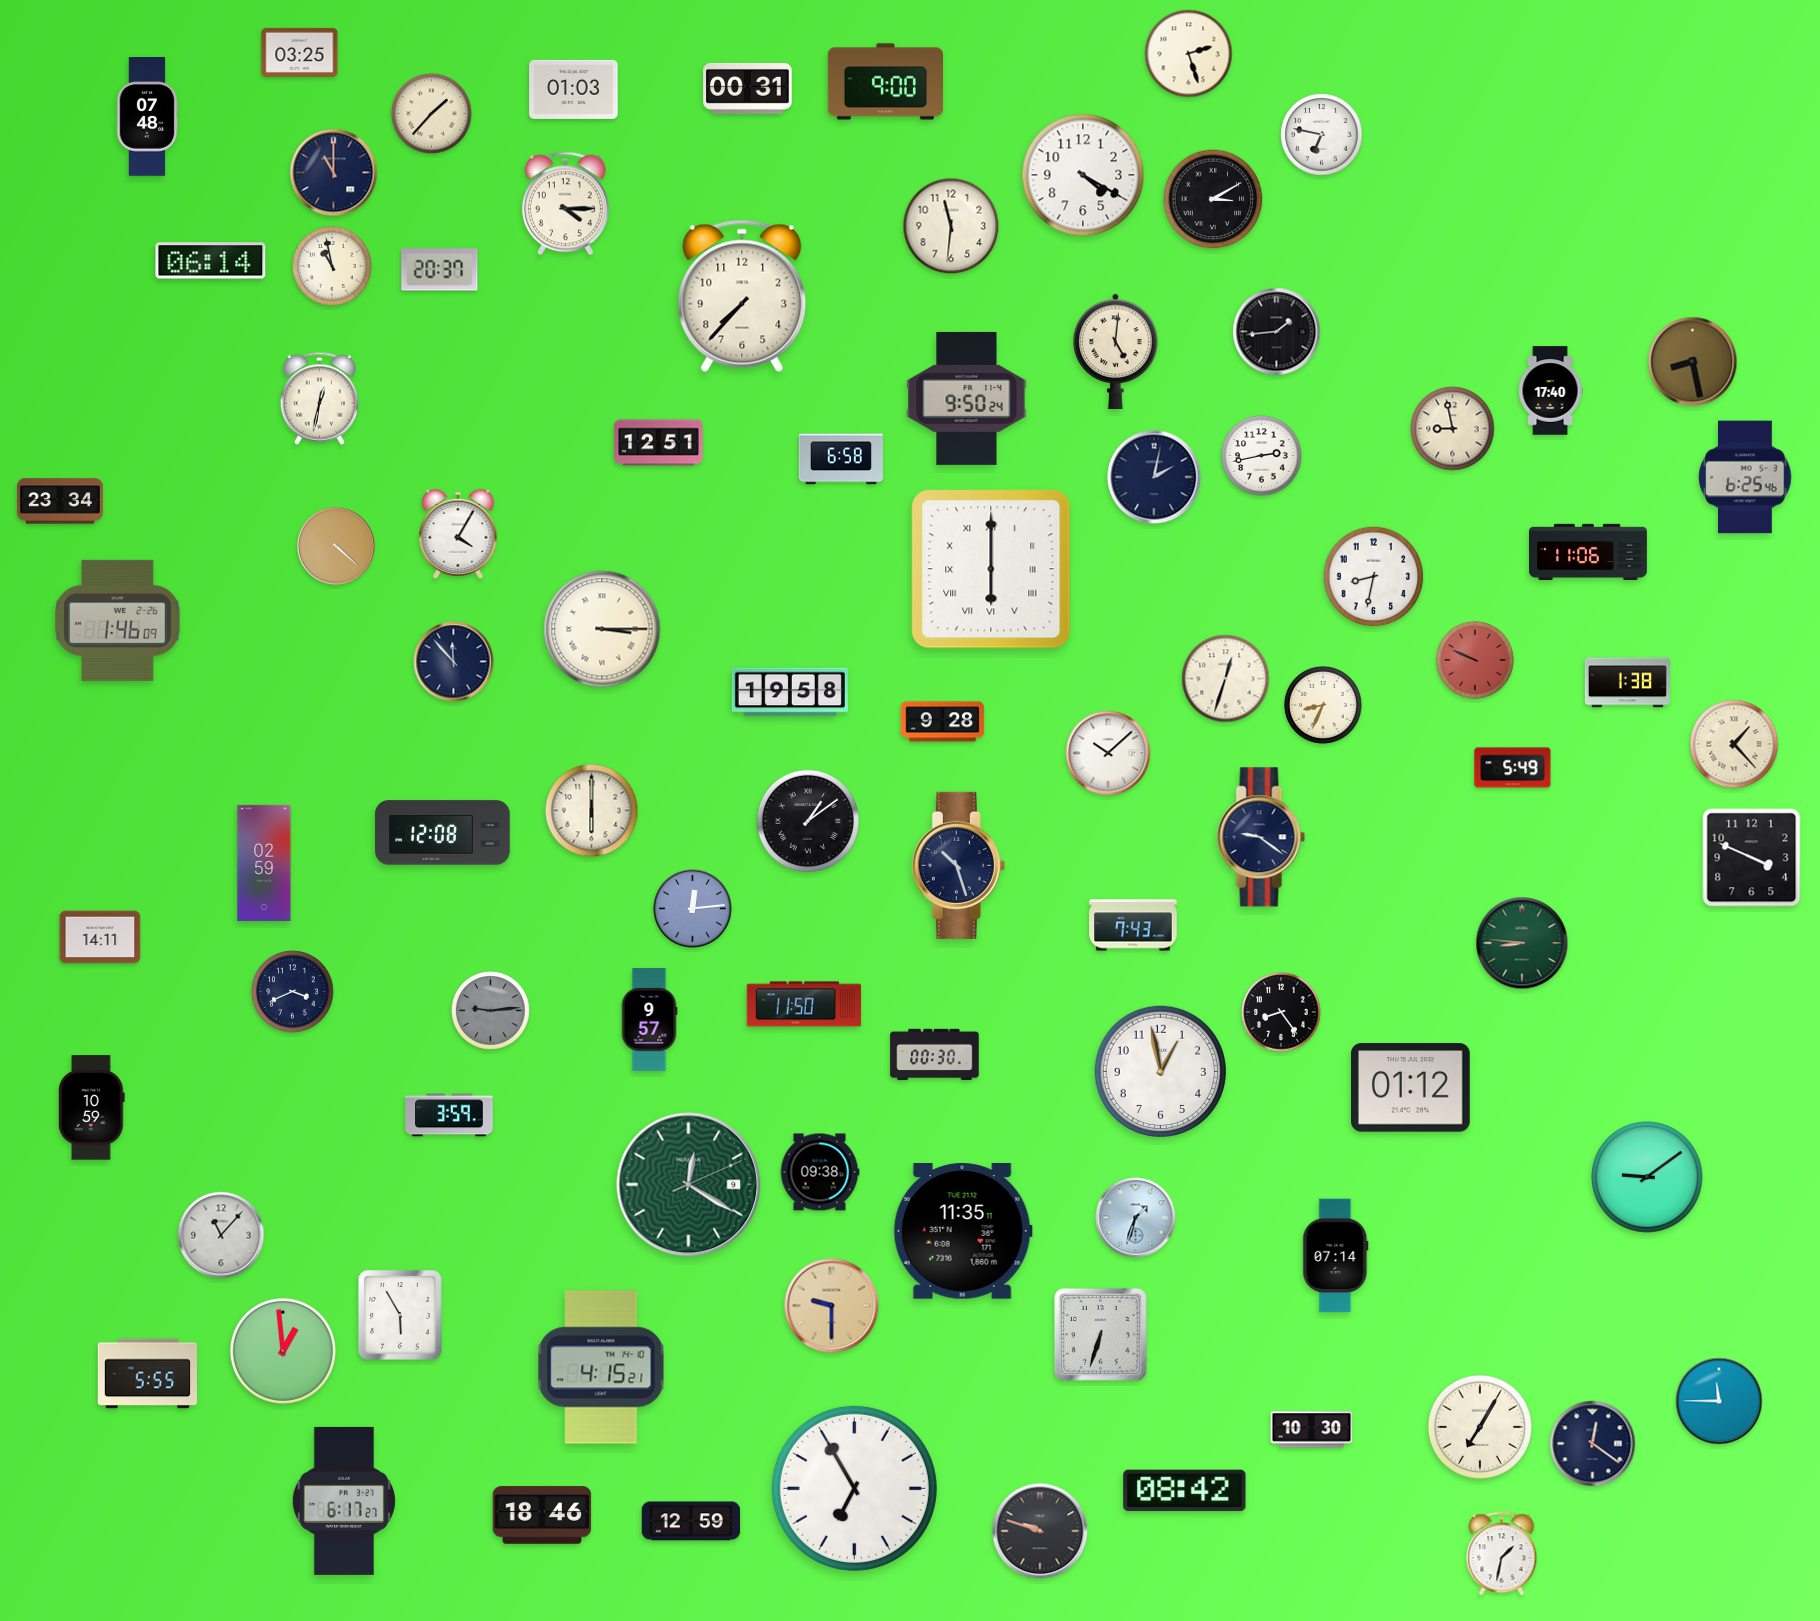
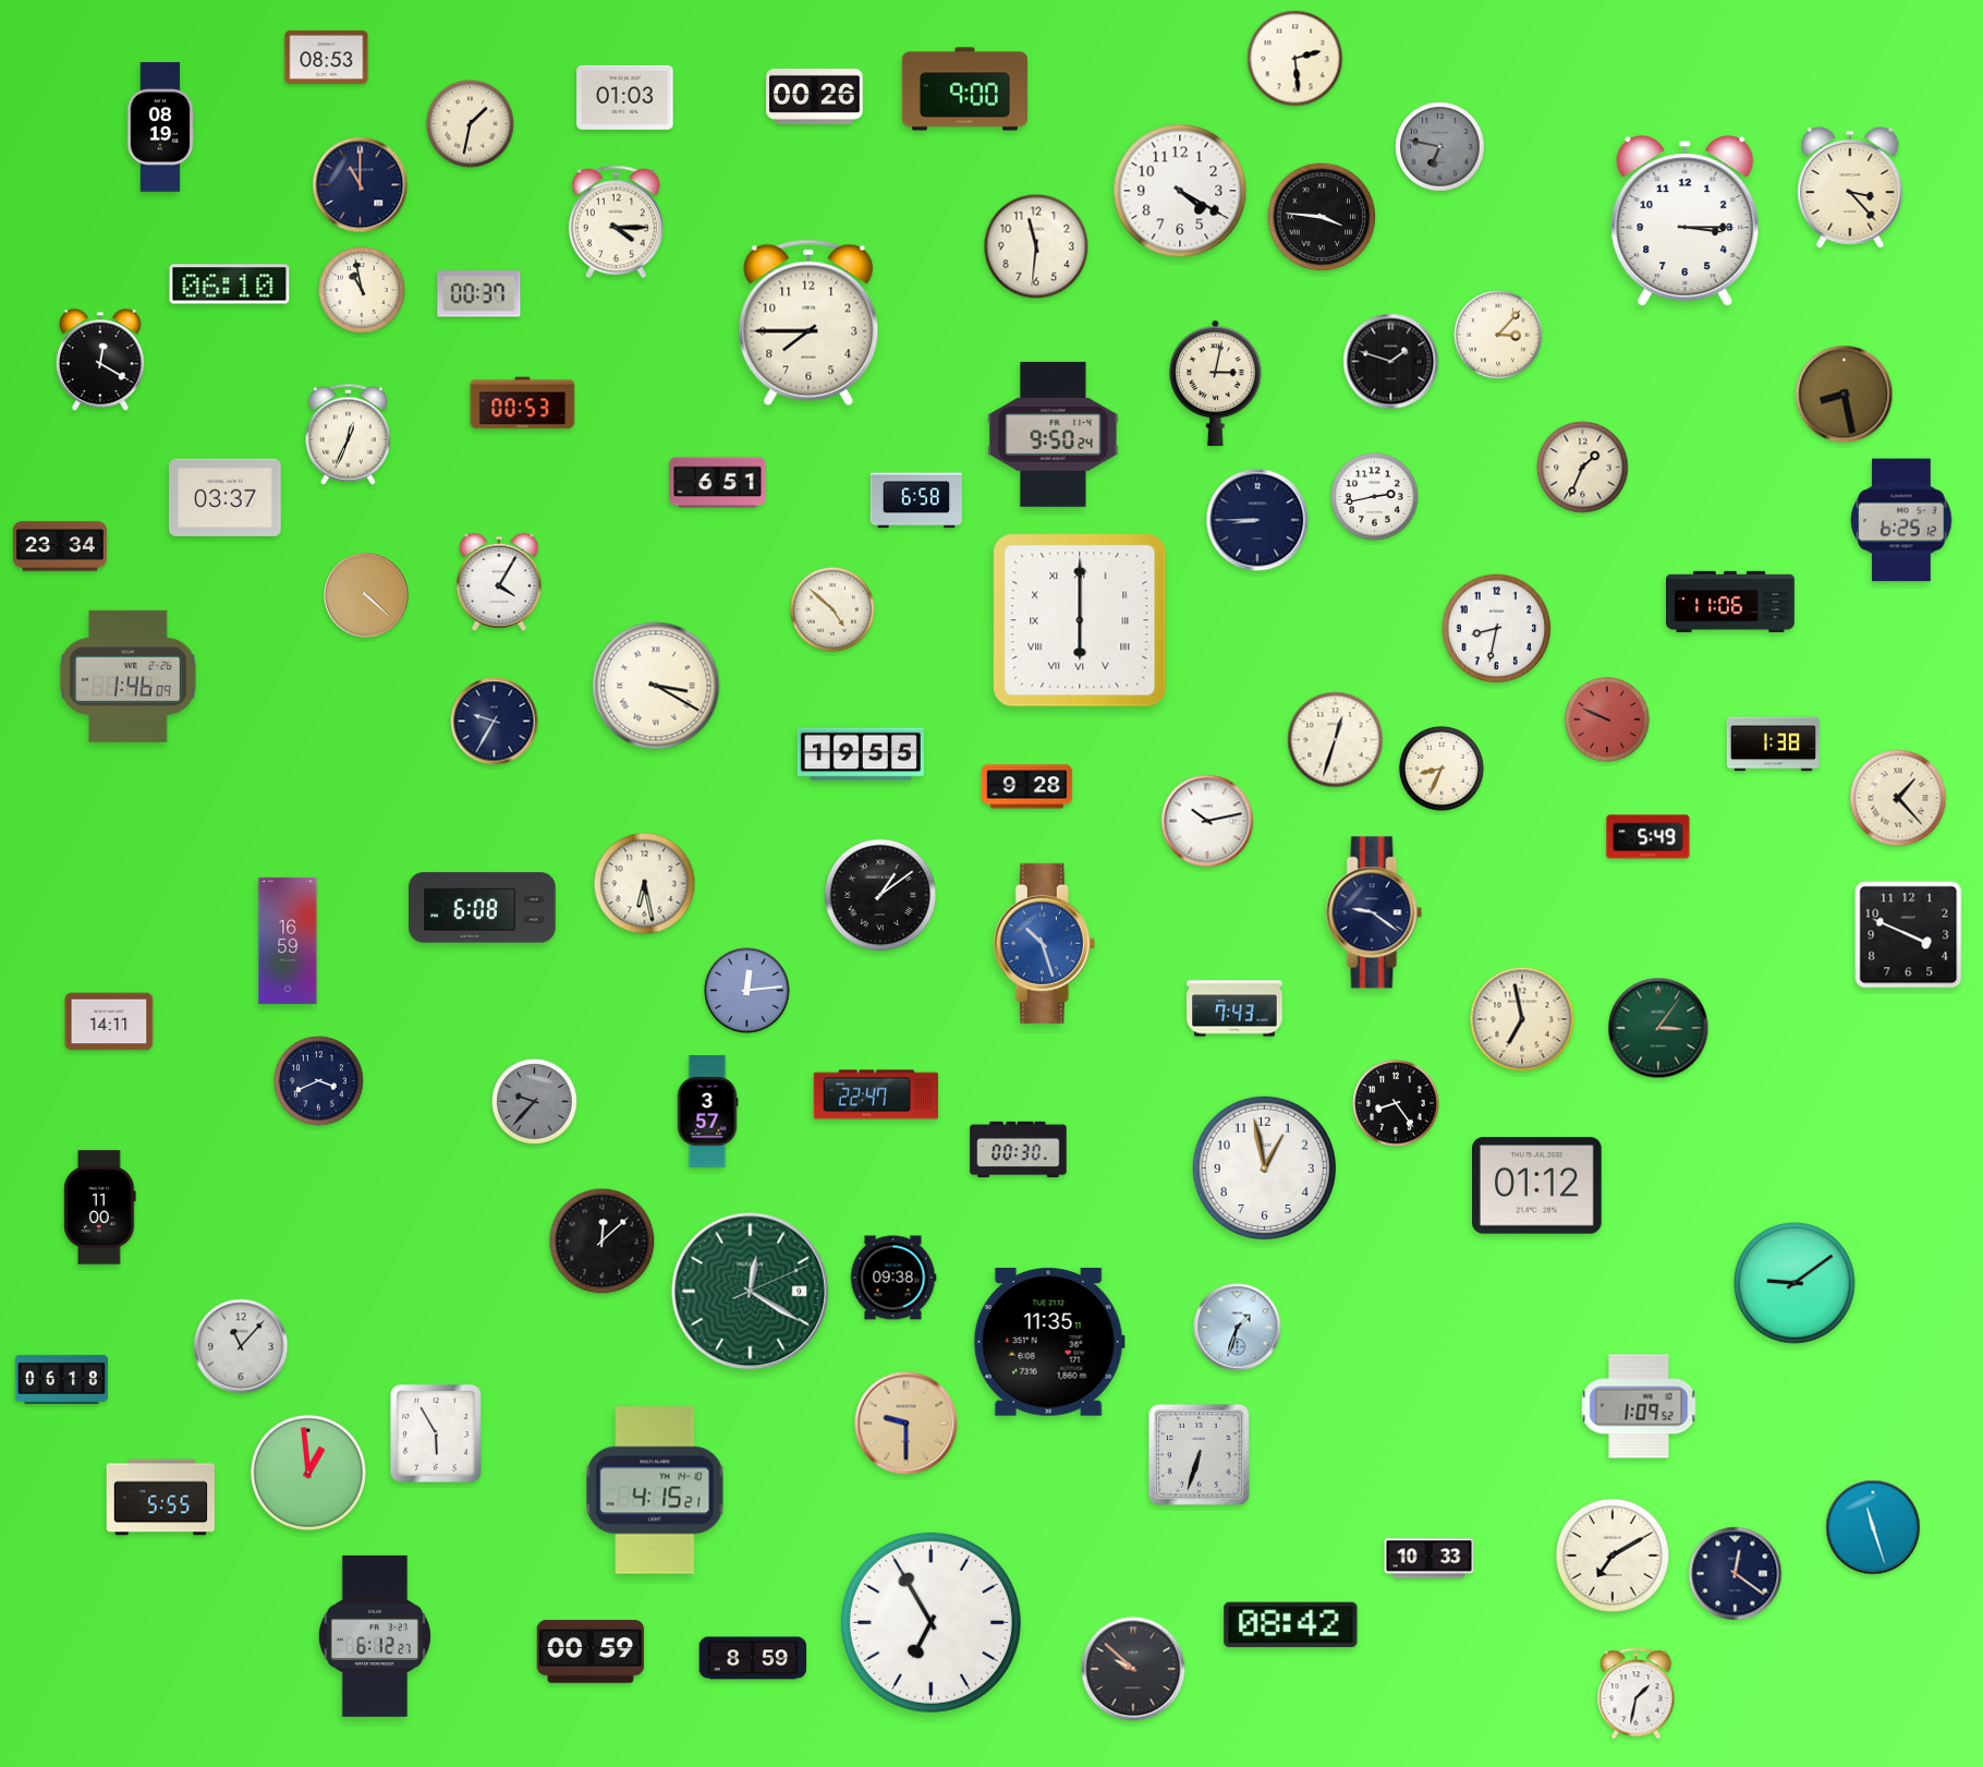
clock at (300, 52): 03:25 -> 08:53
clock at (1189, 54): 2:27 -> 2:29
clock at (748, 88): 00:31 -> 00:26
clock at (432, 114): 1:37 -> 1:32
clock at (147, 117): 07:48 -> 08:19
clock at (1322, 135) dial: white -> grey
clock at (1850, 187): none -> 3:23
clock at (334, 173) position: (334, 173) -> (361, 185)
clock at (1213, 199): 3:10 -> 3:46
clock at (1686, 221): none -> 3:15
clock at (211, 261): 06:14 -> 06:10
clock at (440, 270): 20:37 -> 00:37
clock at (742, 296): 7:37 -> 7:45
clock at (1498, 335): none -> 3:07
clock at (100, 361): none -> 12:20
clock at (1277, 332): 1:44 -> 1:48
clock at (1116, 351): 5:01 -> 3:02
clock at (523, 403): none -> 00:53
clock at (1550, 391): 17:40 -> none
clock at (319, 398): 12:32 -> 12:34
clock at (1453, 429): 8:58 -> 1:34
clock at (659, 443): 12:51 -> 6:51
clock at (226, 497): none -> 03:37
clock at (1154, 477): 2:02 -> 8:45
clock at (1745, 477): 6:25:46 -> 6:25:12
clock at (60, 501) position: (60, 501) -> (60, 546)
clock at (832, 609): none -> 4:52
clock at (602, 629): 3:15 -> 3:20
clock at (454, 662): 11:53 -> 9:35
clock at (790, 692): 19:58 -> 19:55
clock at (1734, 744) position: (1734, 744) -> (1898, 798)
clock at (1108, 753): 10:08 -> 10:13
clock at (592, 811): 6:00 -> 6:28
clock at (443, 833): 12:08 -> 6:08
clock at (264, 863): 02:59 -> 16:59
clock at (958, 865) dial: navy -> blue
clock at (693, 909) position: (693, 909) -> (747, 991)
clock at (1522, 1019): none -> 6:58
clock at (1522, 943): 8:46 -> 3:06
clock at (804, 1004): 11:50 -> 22:47
clock at (491, 1011): 9:14 -> 9:37
clock at (649, 1020): 9:57 -> 3:57
clock at (92, 1108): 10:59 -> 11:00
clock at (449, 1115): 3:59 -> none
clock at (603, 1242): none -> 12:08
clock at (1336, 1256): 07:14 -> none
clock at (61, 1379): none -> 06:18
clock at (1639, 1406): none -> 1:09
clock at (1719, 1401): 11:45 -> 11:27
clock at (1480, 1427): 7:05 -> 7:10
clock at (1312, 1430): 10:30 -> 10:33
clock at (344, 1501): 6:17 -> 6:12
clock at (542, 1515): 18:46 -> 00:59
clock at (691, 1521): 12:59 -> 8:59
clock at (1040, 1531): 9:48 -> 9:52
